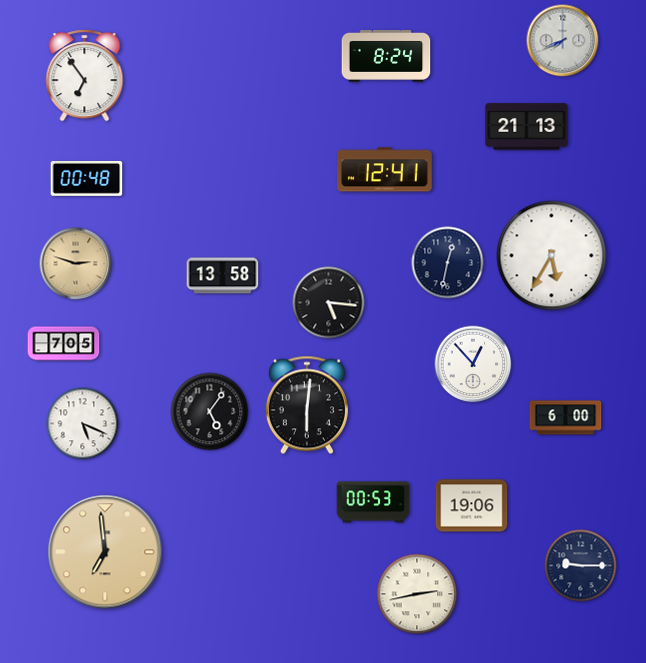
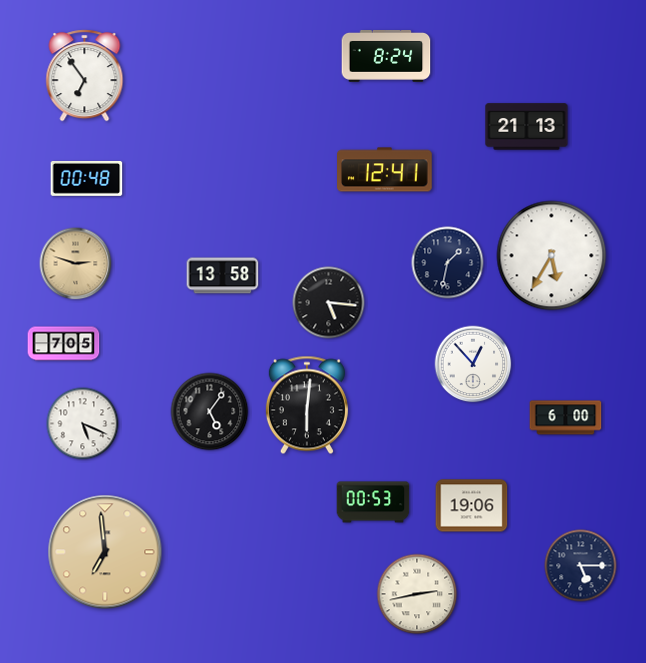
clock at (563, 41): 7:41 -> none
clock at (448, 263): 12:32 -> 1:32
clock at (581, 566): 9:15 -> 5:15
